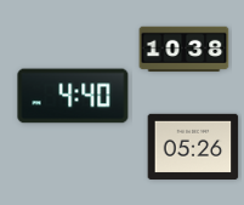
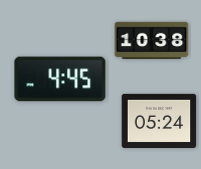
clock at (73, 96): 4:40 -> 4:45
clock at (193, 146): 05:26 -> 05:24
